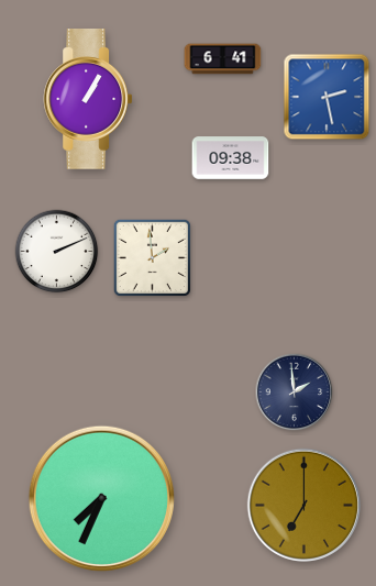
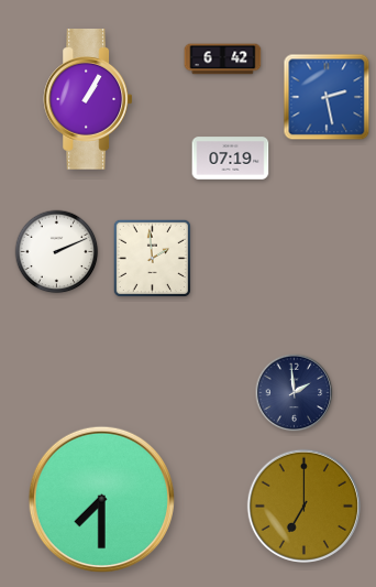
clock at (223, 59): 6:41 -> 6:42
clock at (231, 158): 09:38 -> 07:19
clock at (101, 498): 7:34 -> 7:30
